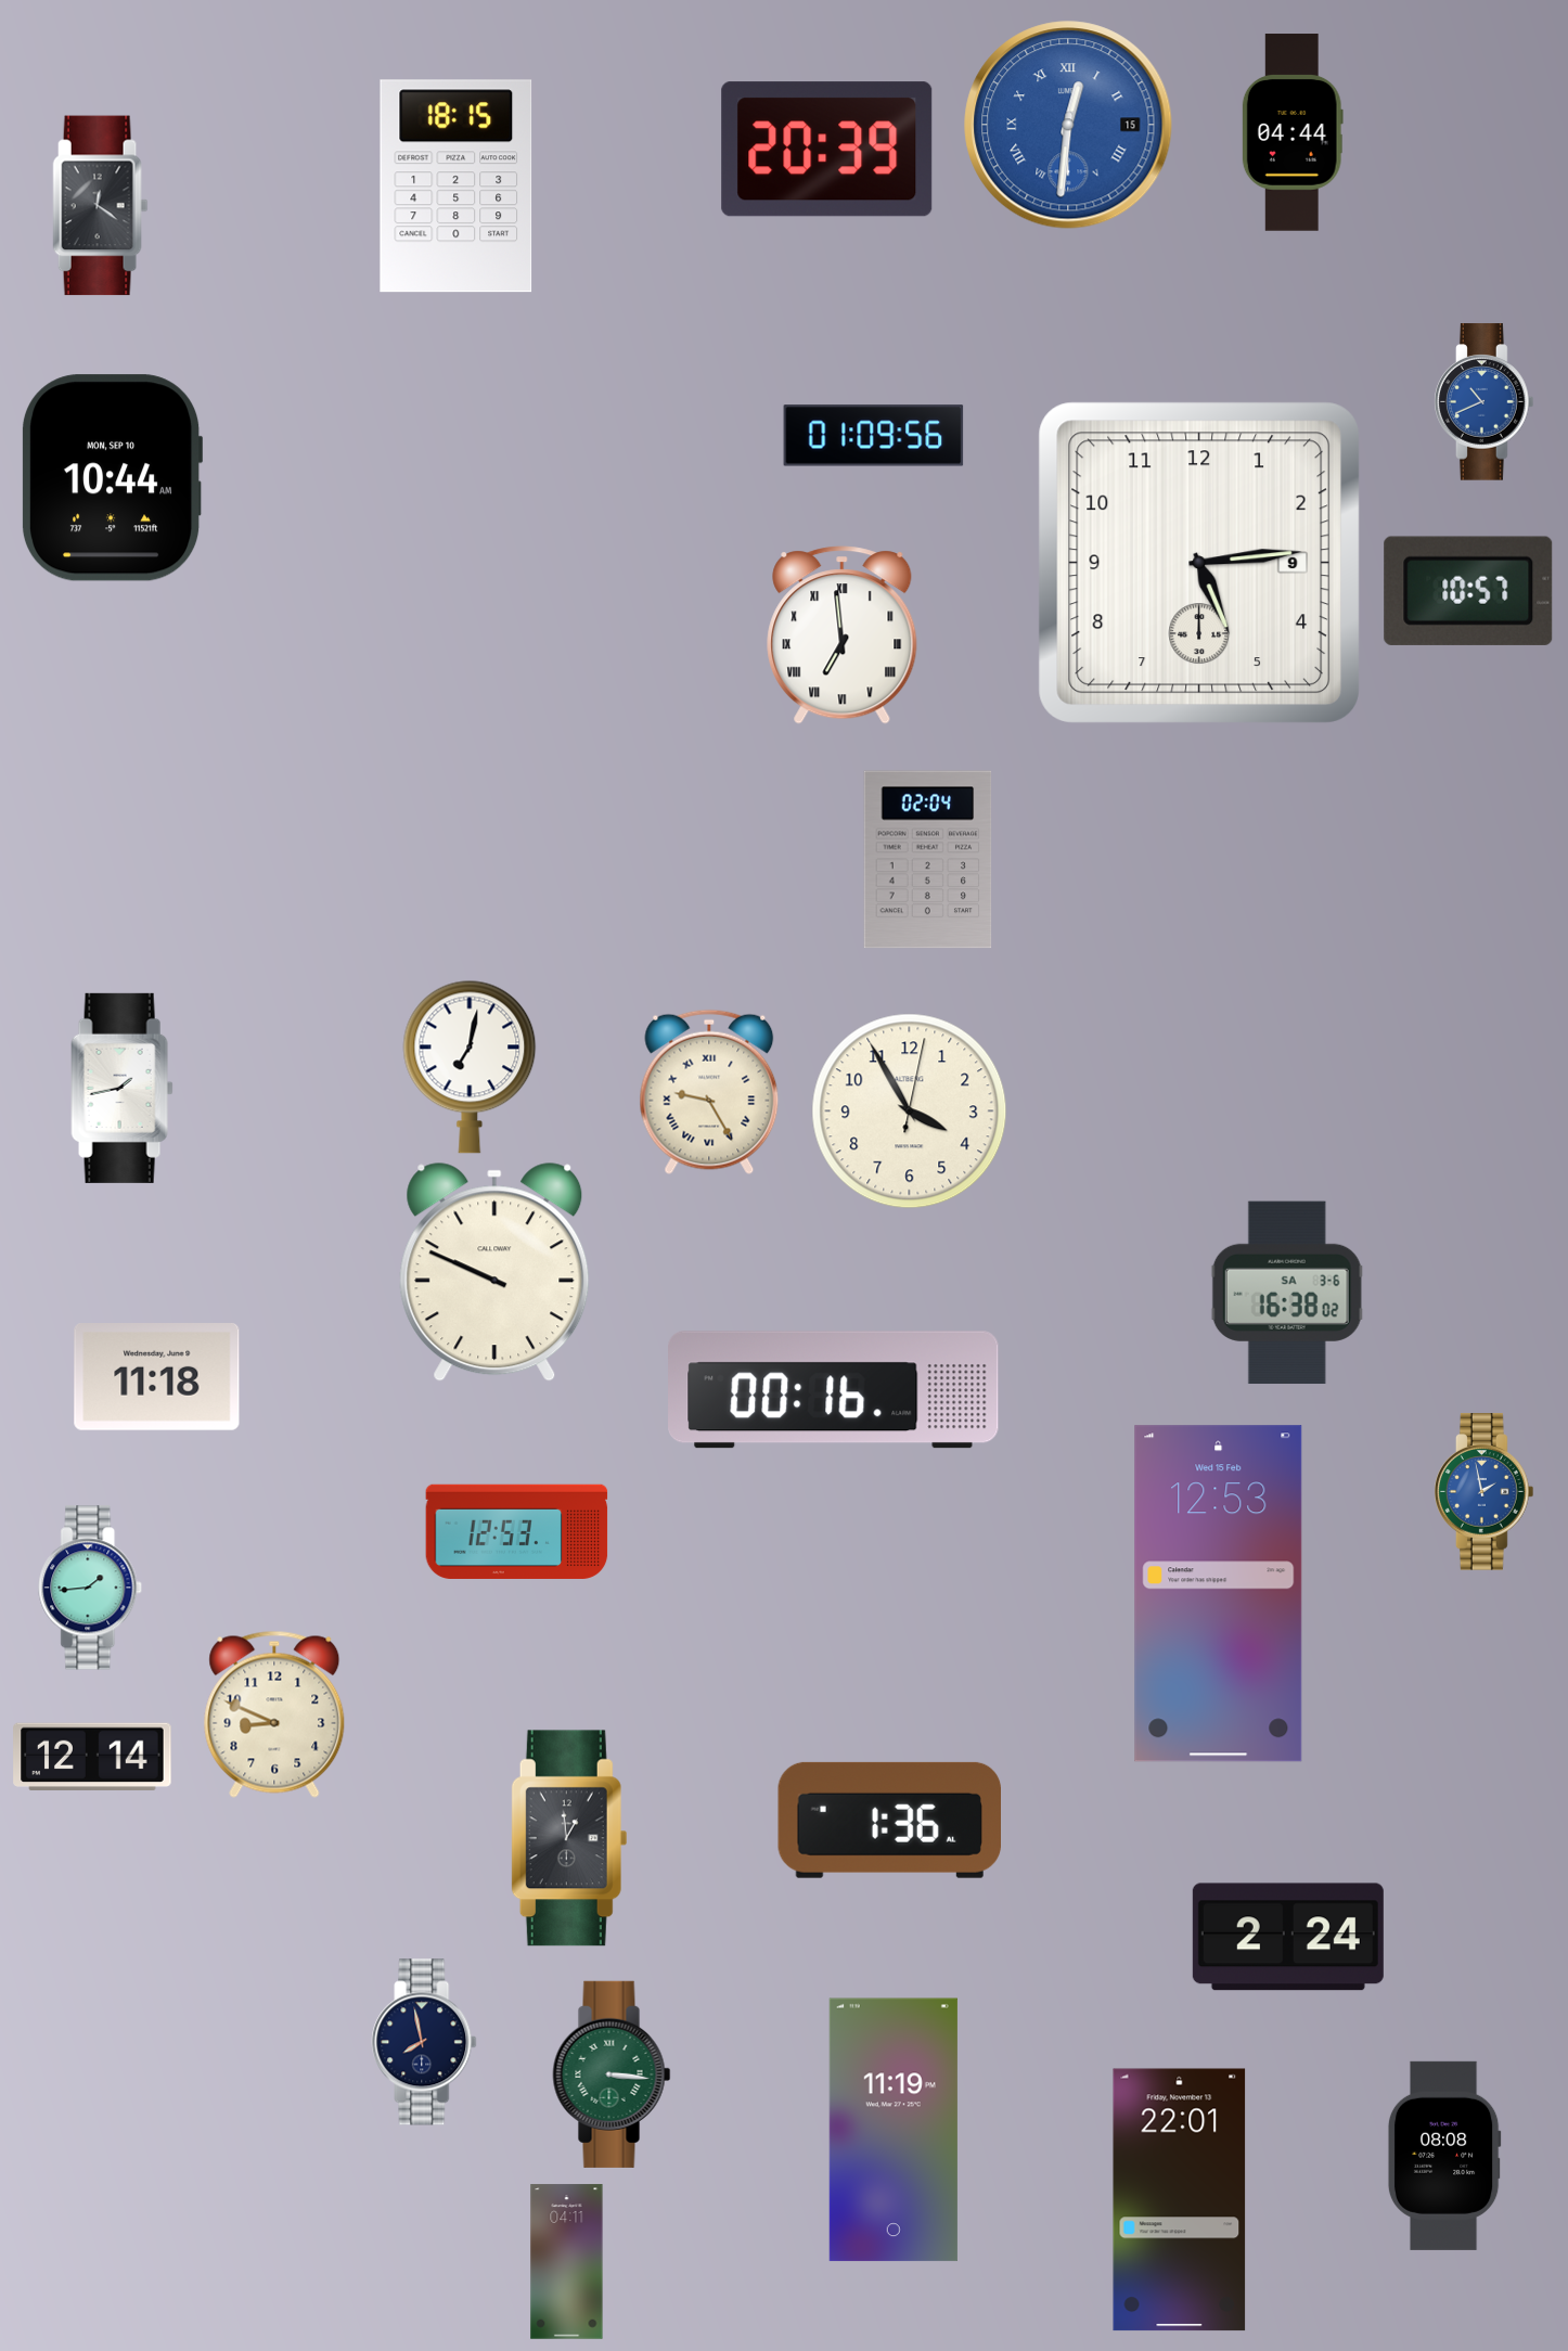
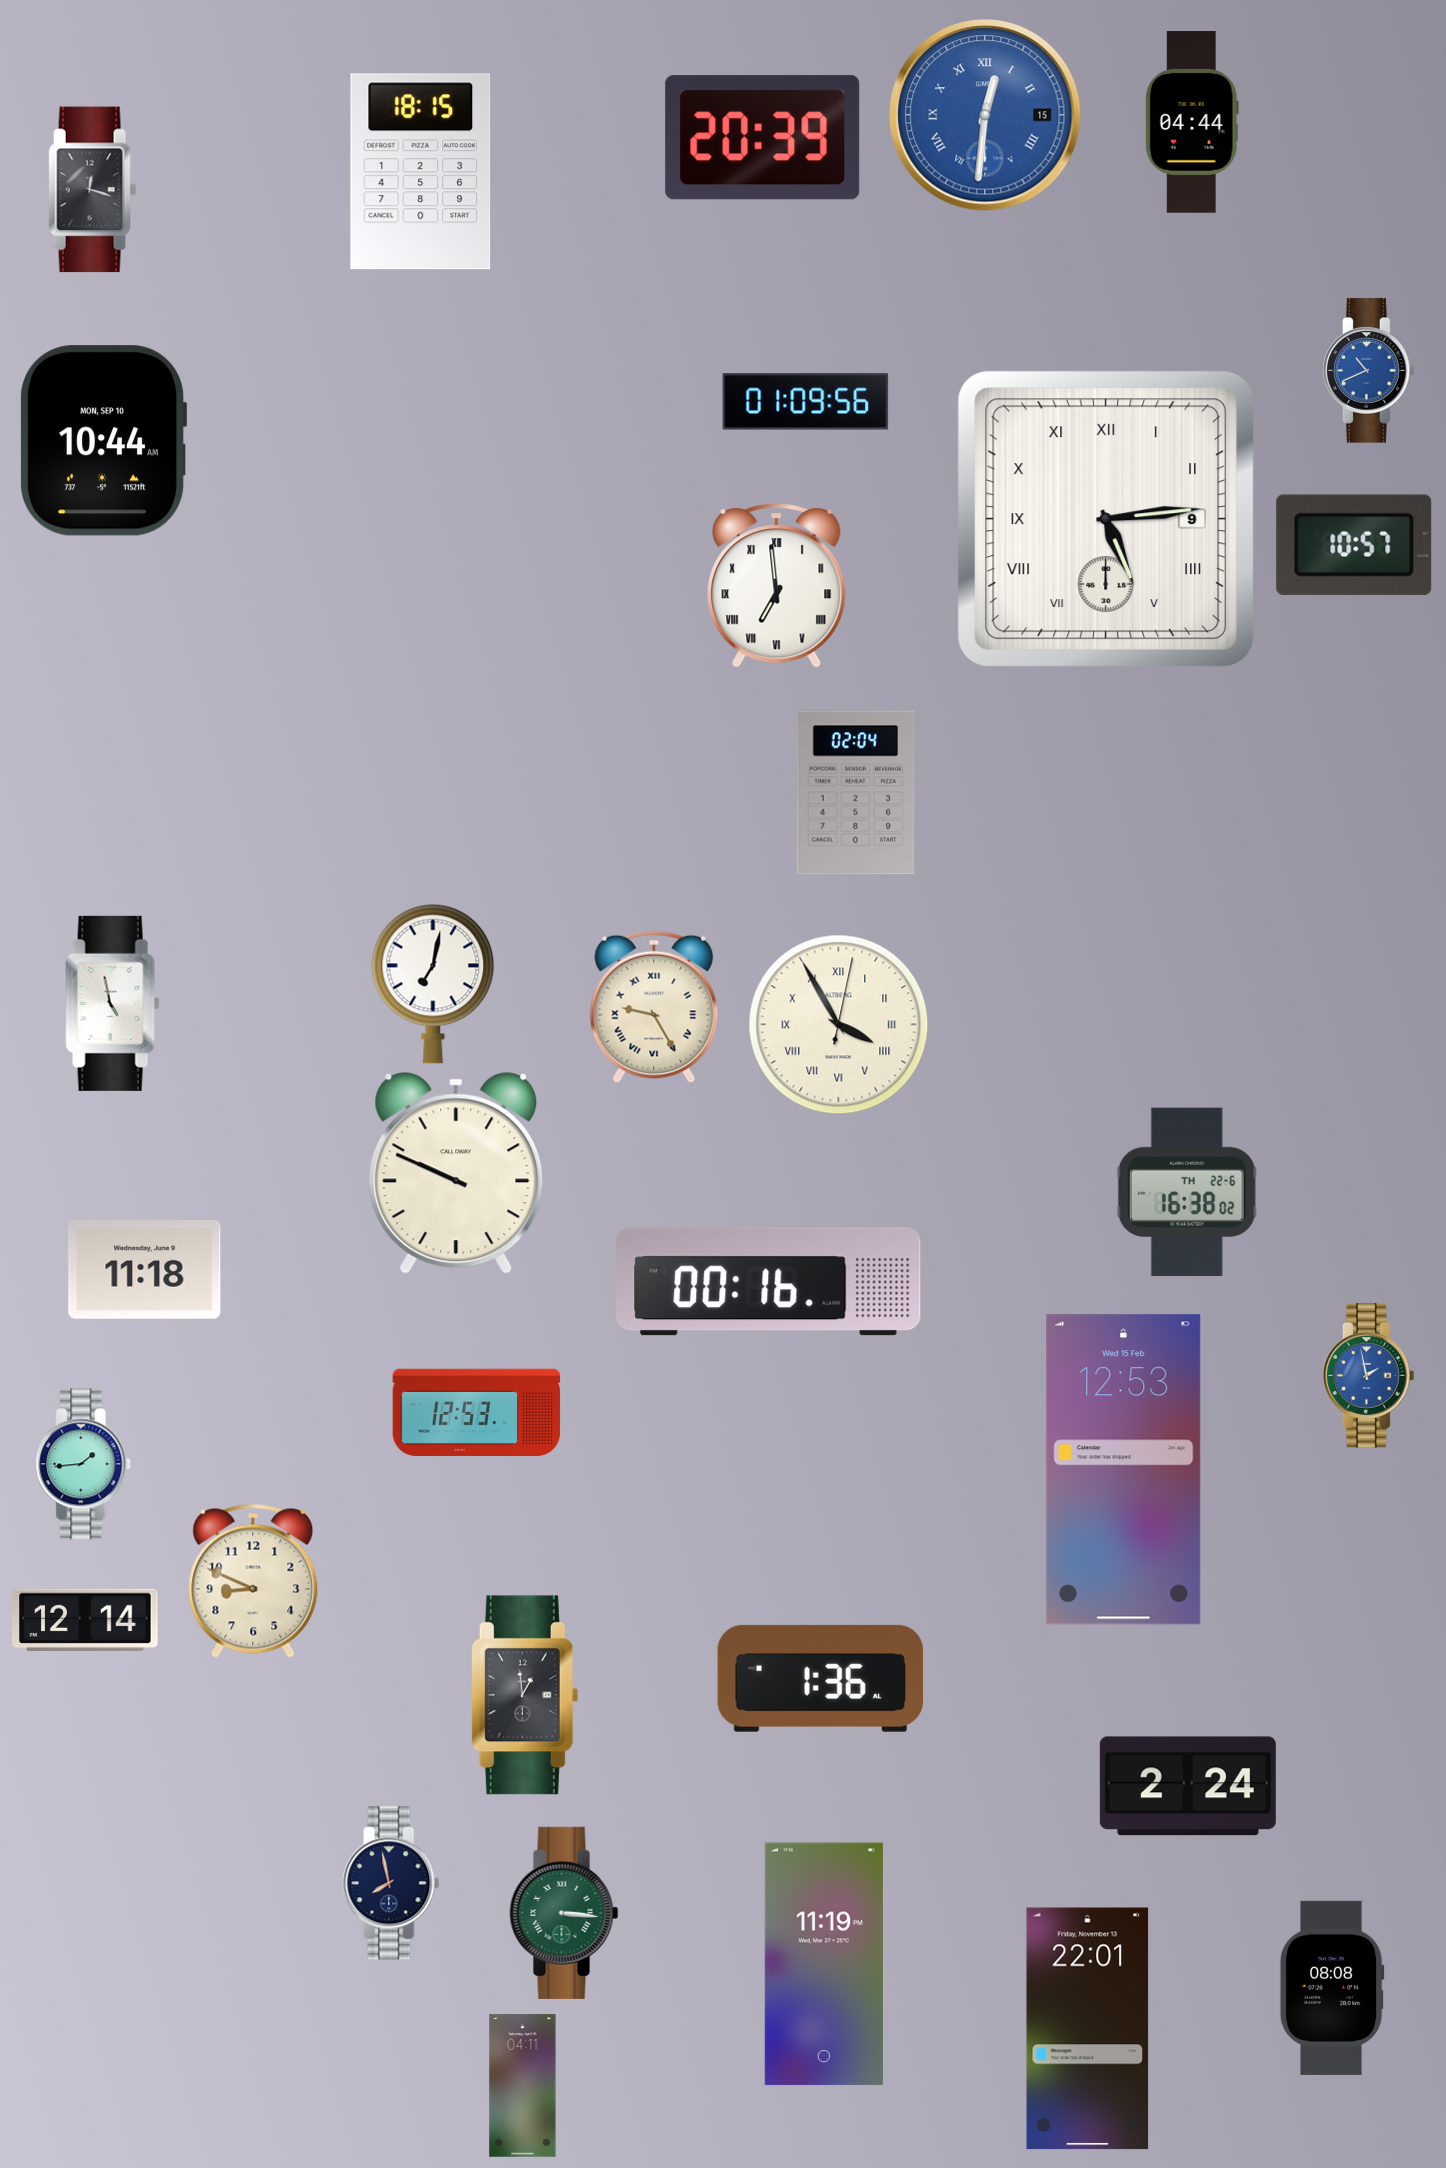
clock at (101, 206): 12:21 -> 12:18
clock at (1198, 562) numerals: Arabic -> Roman
clock at (123, 1088): 1:43 -> 4:58
clock at (910, 1112) numerals: Arabic -> Roman
clock at (1287, 1293) date: SA 3-6 -> TH 22-6
